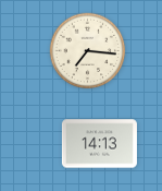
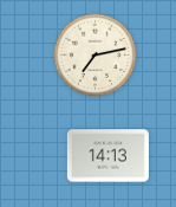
clock at (88, 51): 7:16 -> 7:13
